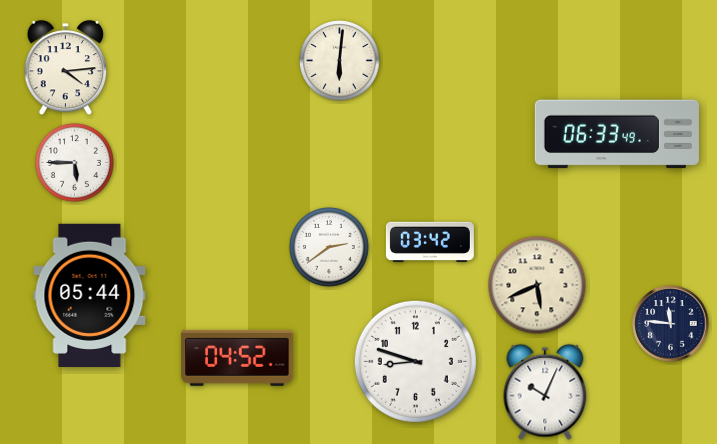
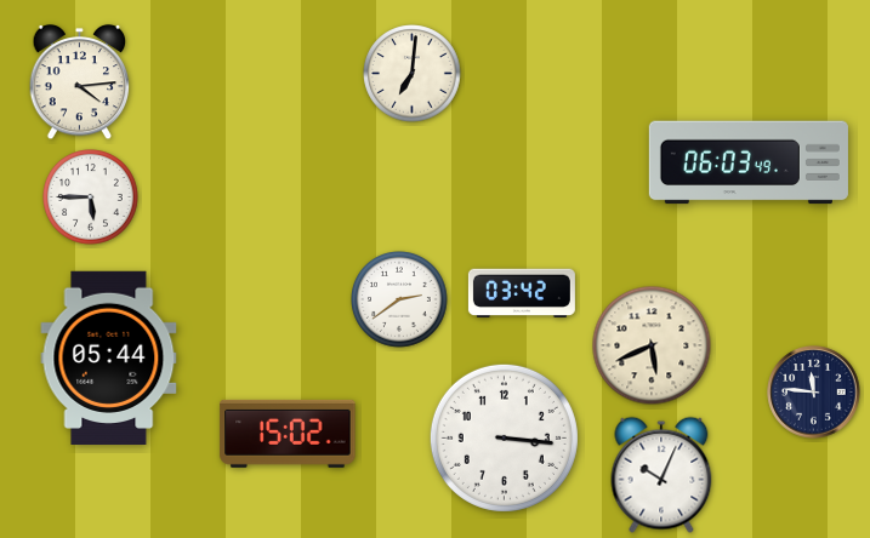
clock at (340, 61): 6:01 -> 7:01
clock at (617, 134): 06:33 -> 06:03
clock at (237, 358): 04:52 -> 15:02
clock at (415, 361): 8:48 -> 3:16
